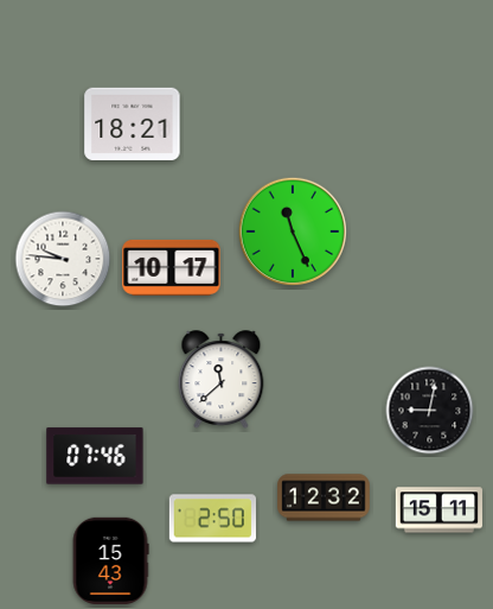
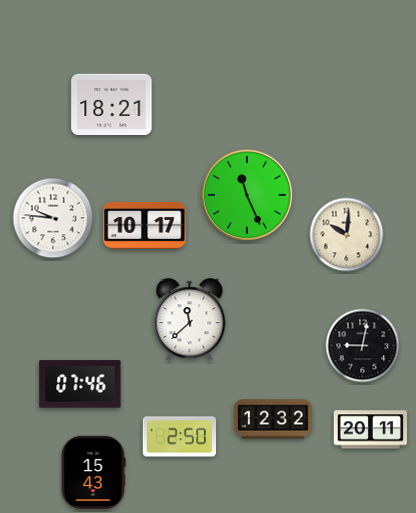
clock at (347, 235): none -> 10:01
clock at (222, 380) position: (222, 380) -> (190, 320)
clock at (438, 510): 15:11 -> 20:11
